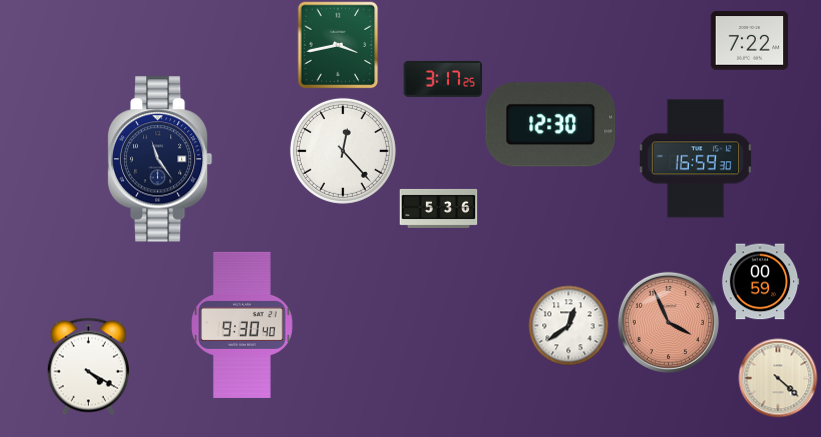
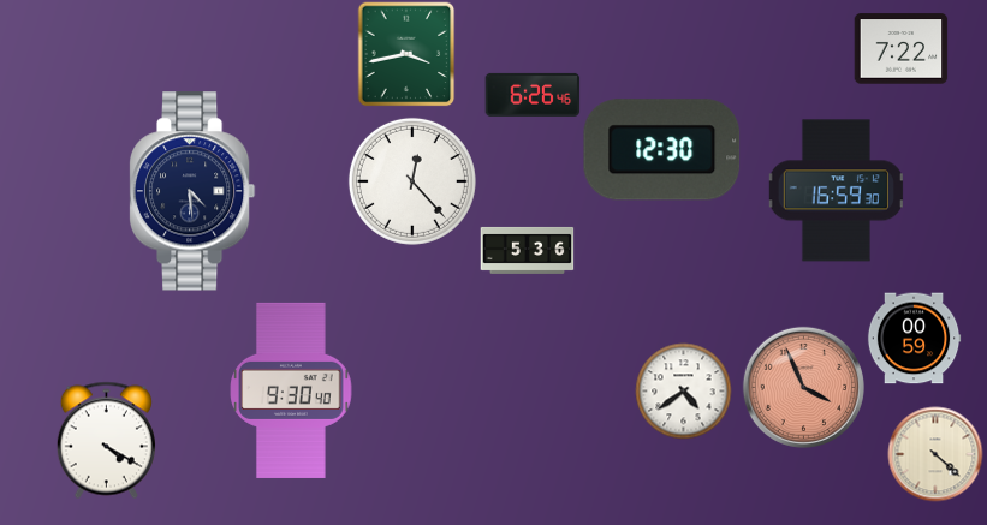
clock at (443, 79): 3:17 -> 6:26
clock at (160, 159): 11:24 -> 4:29
clock at (568, 325): 12:39 -> 4:39
